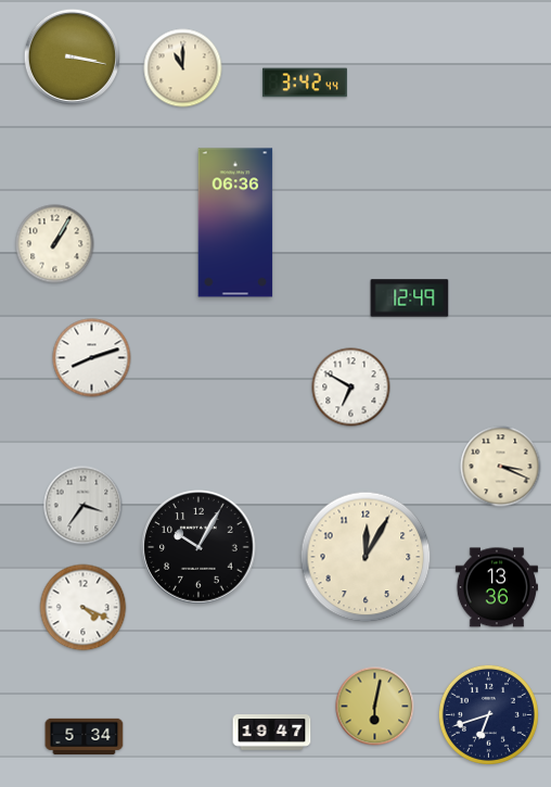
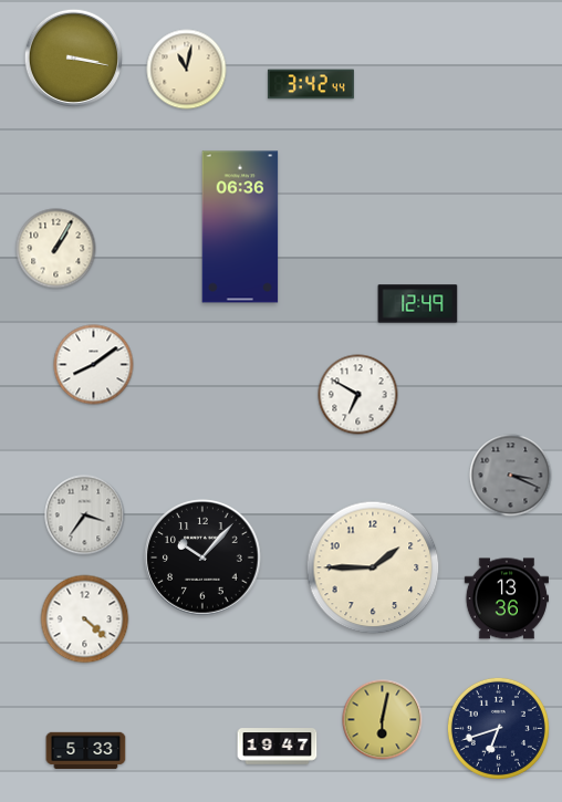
clock at (183, 68): 11:00 -> 11:02
clock at (92, 358): 8:12 -> 8:09
clock at (501, 467) dial: cream -> grey
clock at (198, 547): 10:05 -> 10:07
clock at (366, 557): 12:05 -> 1:45
clock at (84, 608): 4:19 -> 4:22
clock at (85, 736): 5:34 -> 5:33
